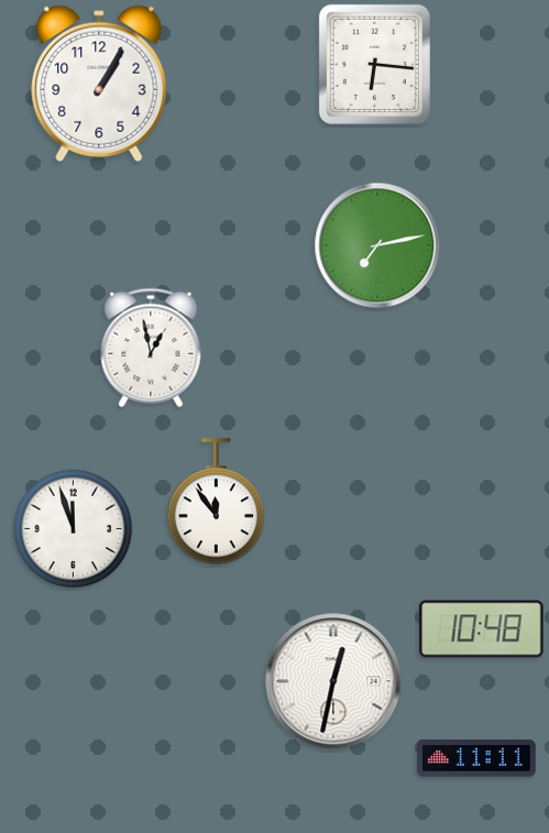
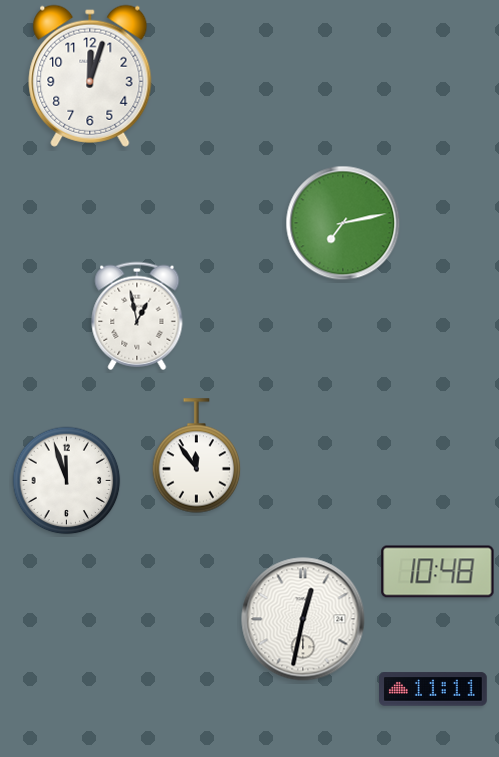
clock at (374, 64): 6:16 -> none
clock at (99, 84): 1:05 -> 12:03
